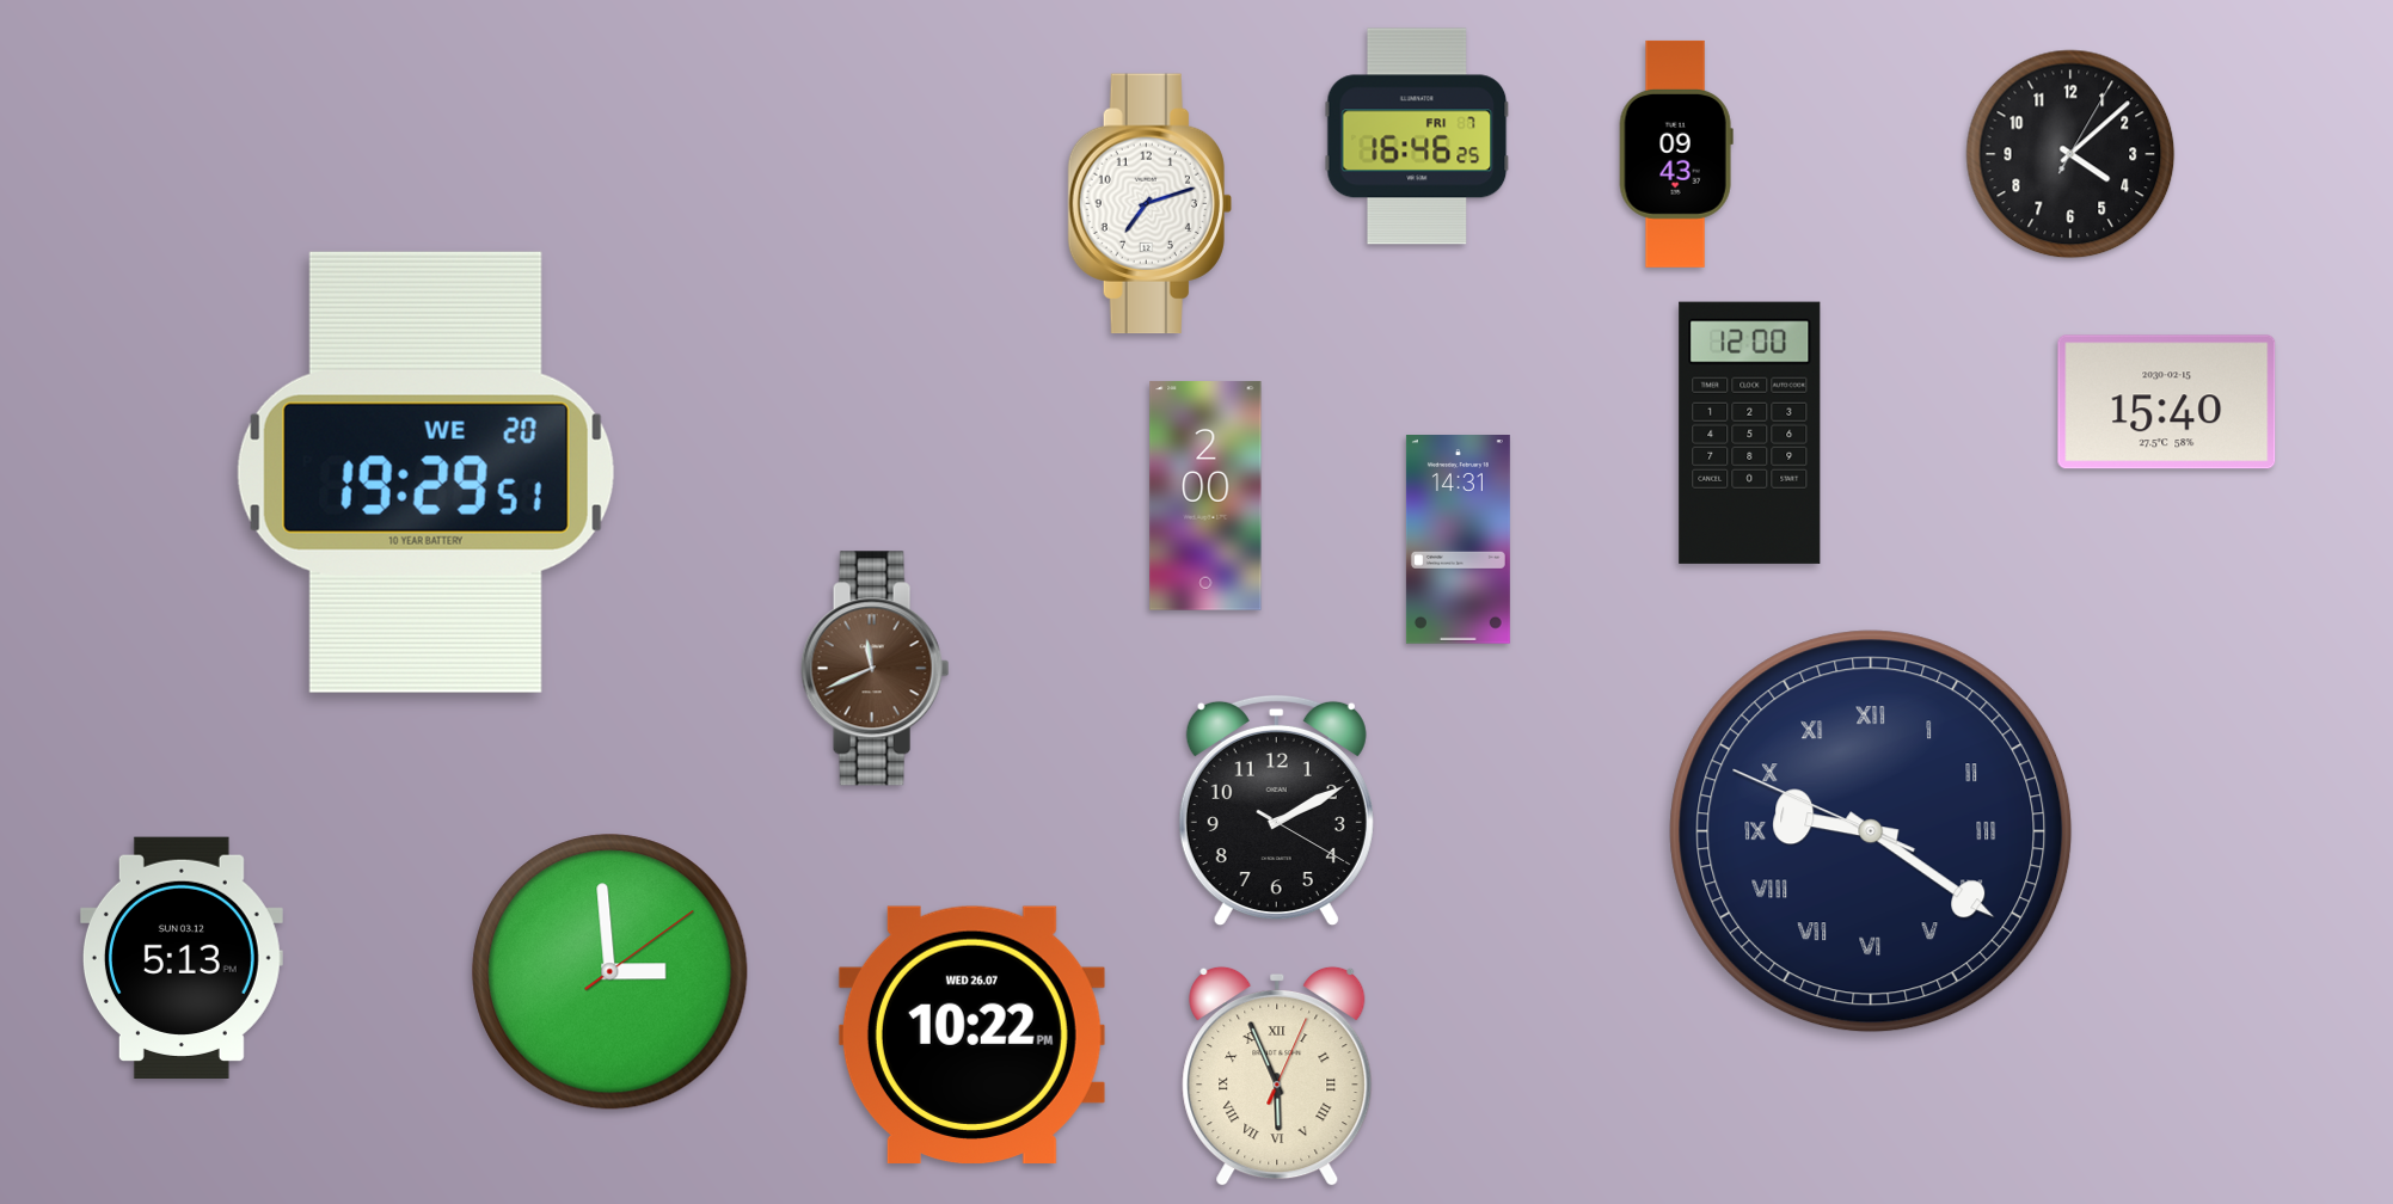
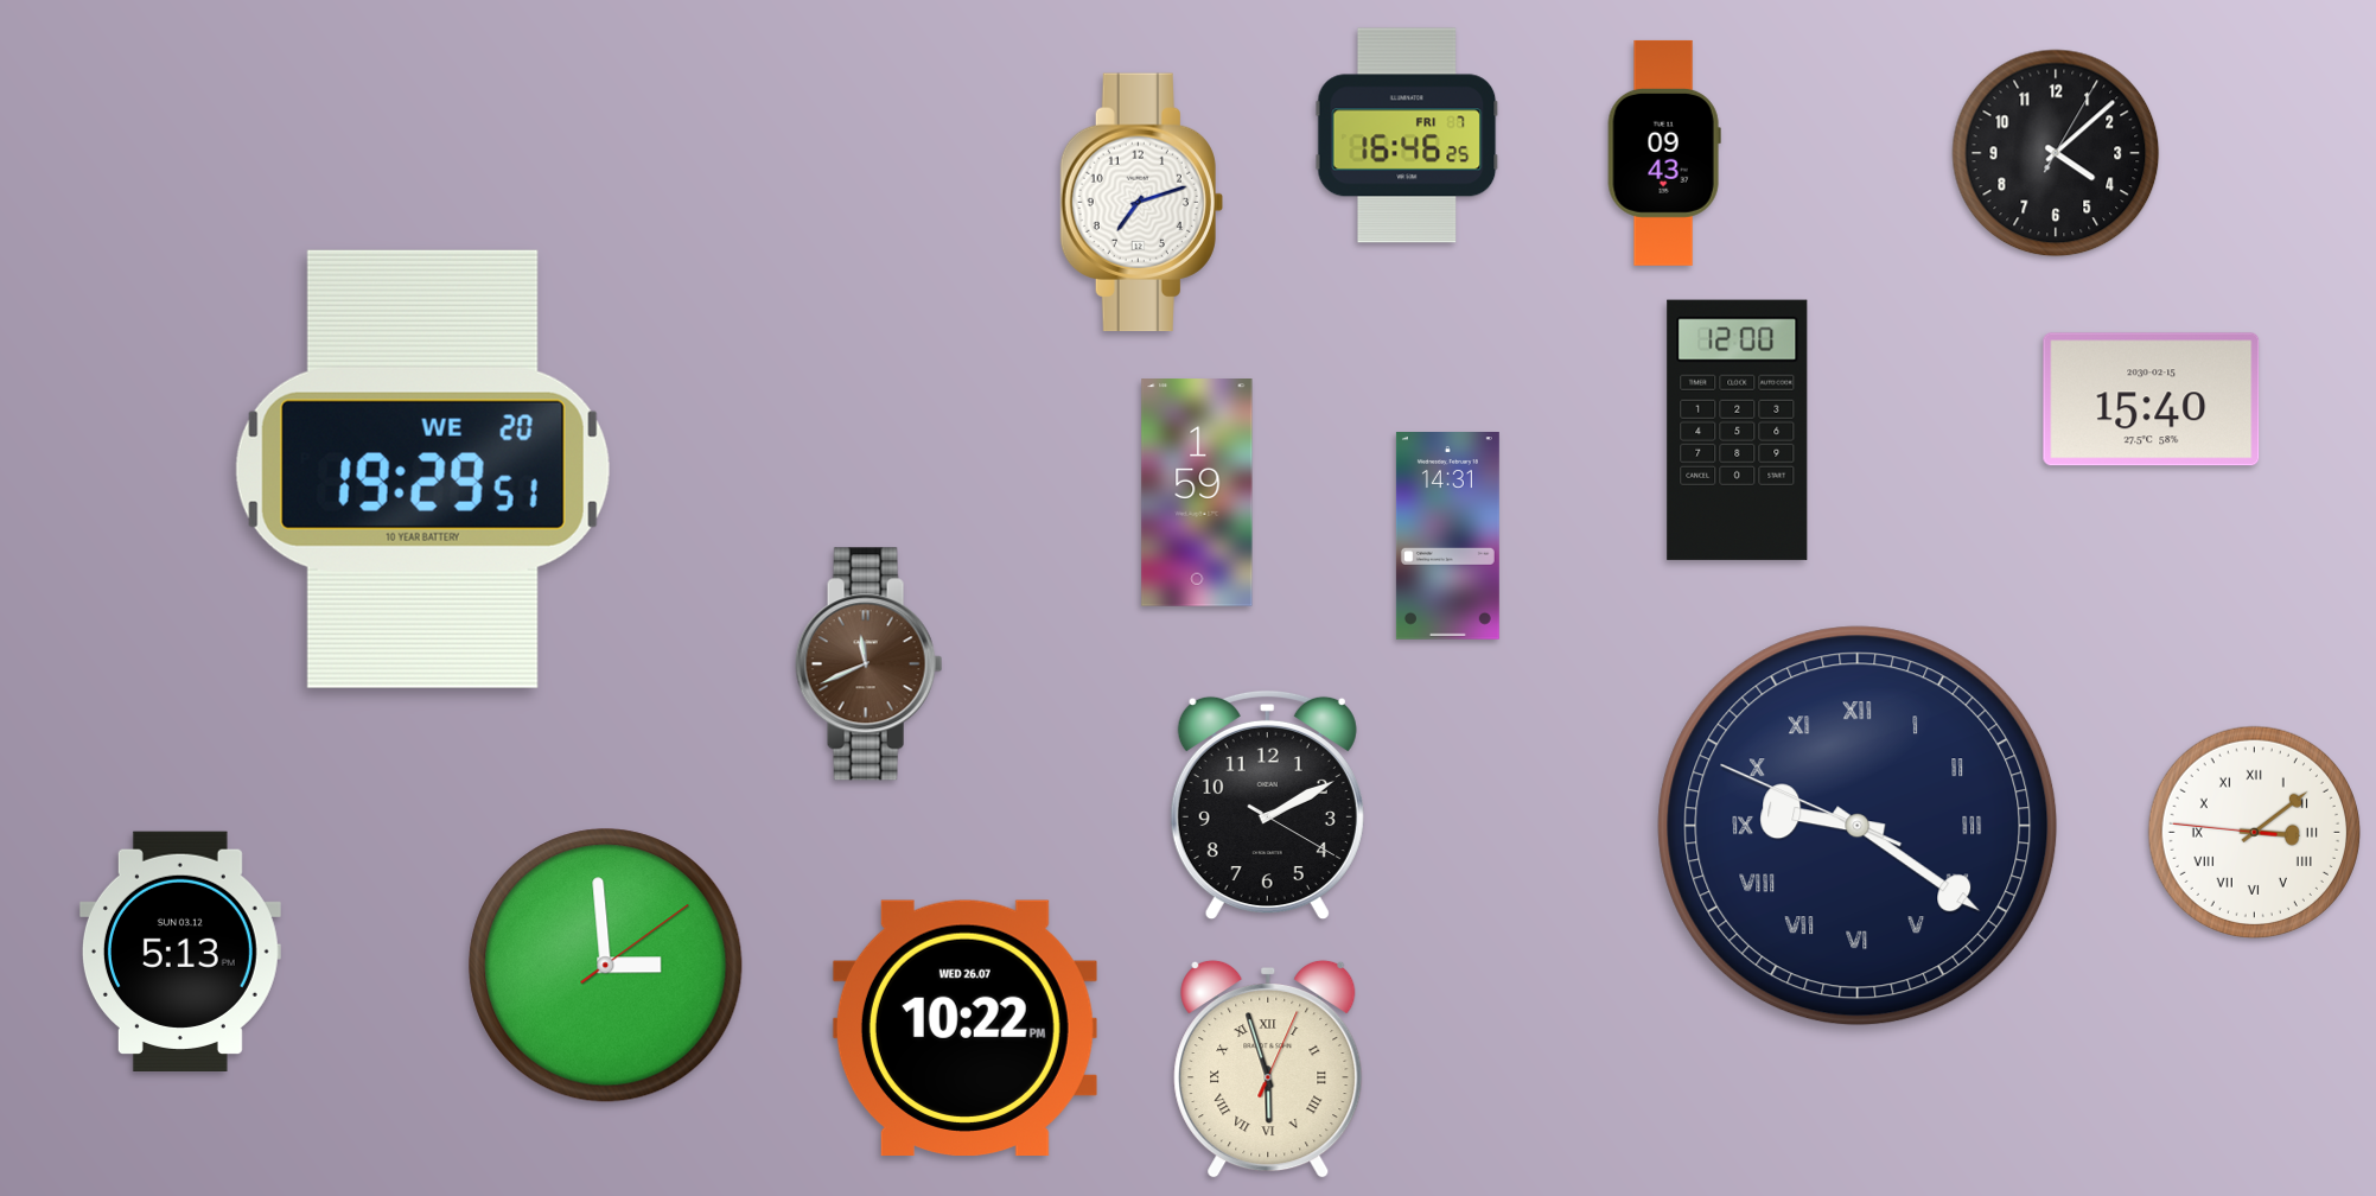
clock at (1205, 496): 2:00 -> 1:59
clock at (2254, 832): none -> 3:08
clock at (1277, 1076): 5:56 -> 5:57
